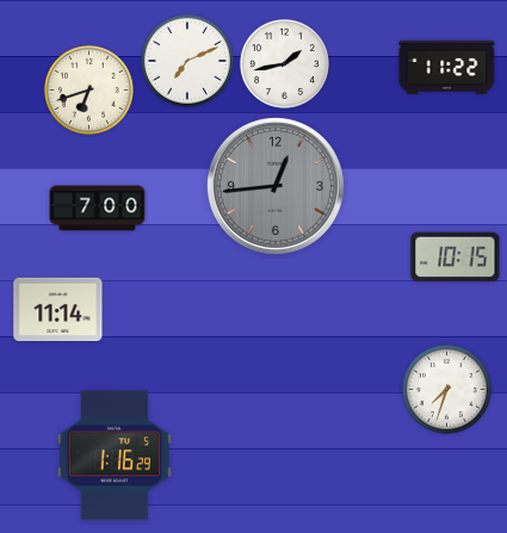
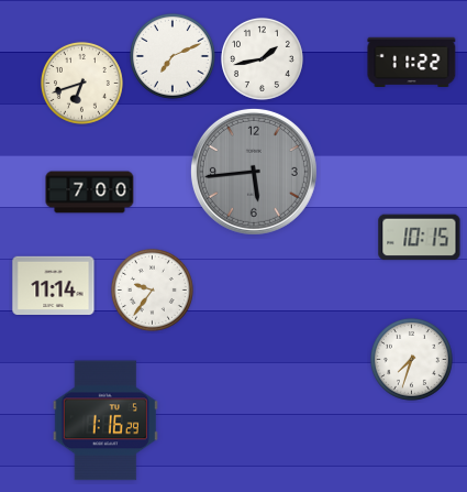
clock at (276, 186): 12:44 -> 5:44
clock at (152, 289): none -> 9:36
